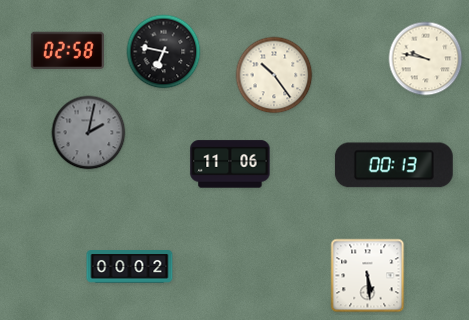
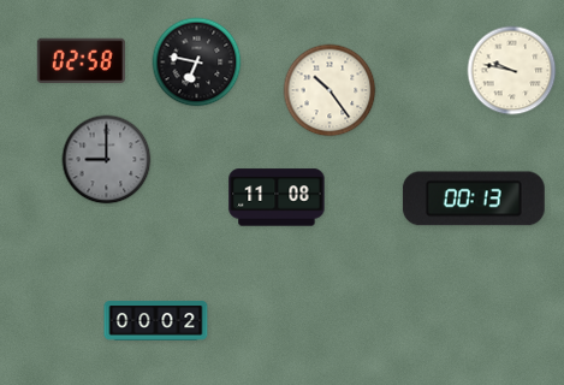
clock at (89, 133): 2:02 -> 9:00
clock at (230, 164): 11:06 -> 11:08
clock at (368, 276): 5:29 -> none
